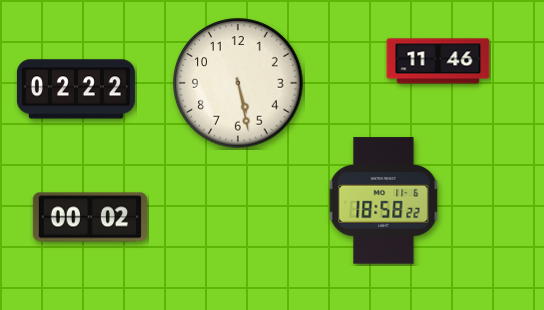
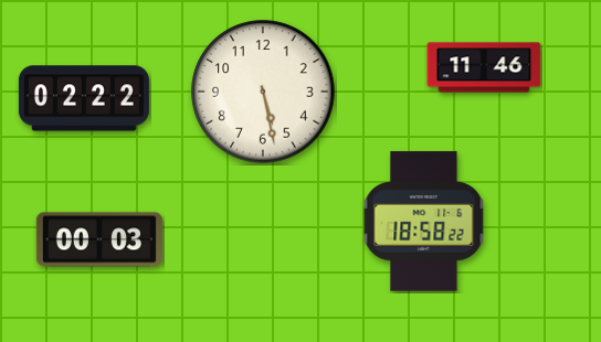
clock at (90, 217): 00:02 -> 00:03
